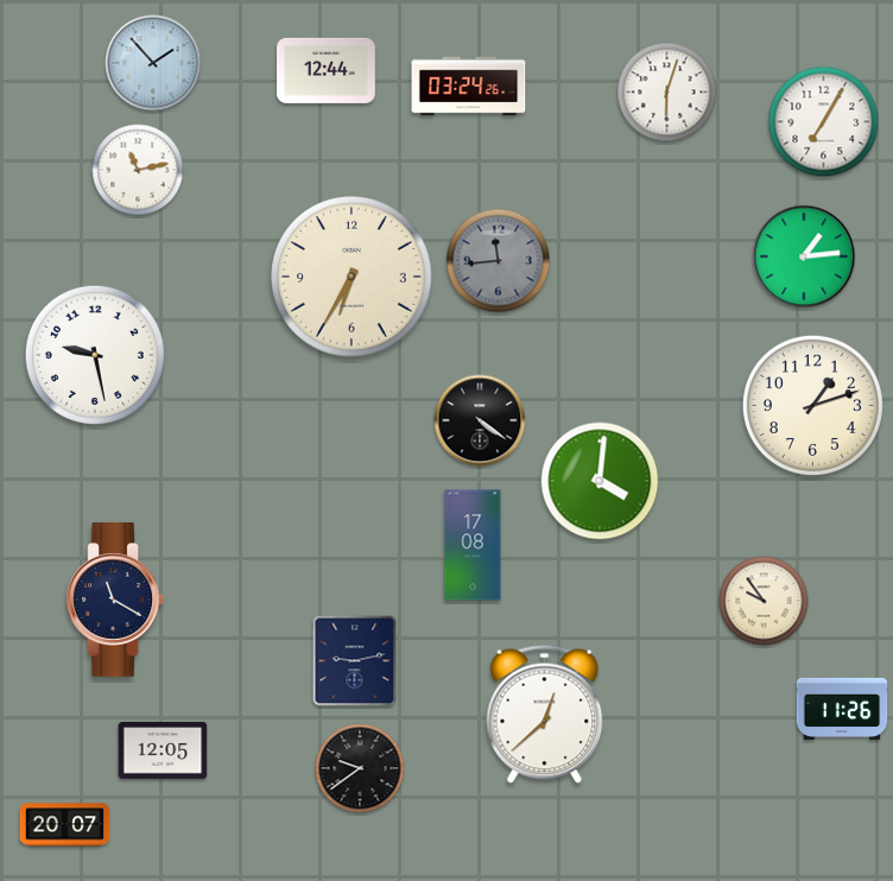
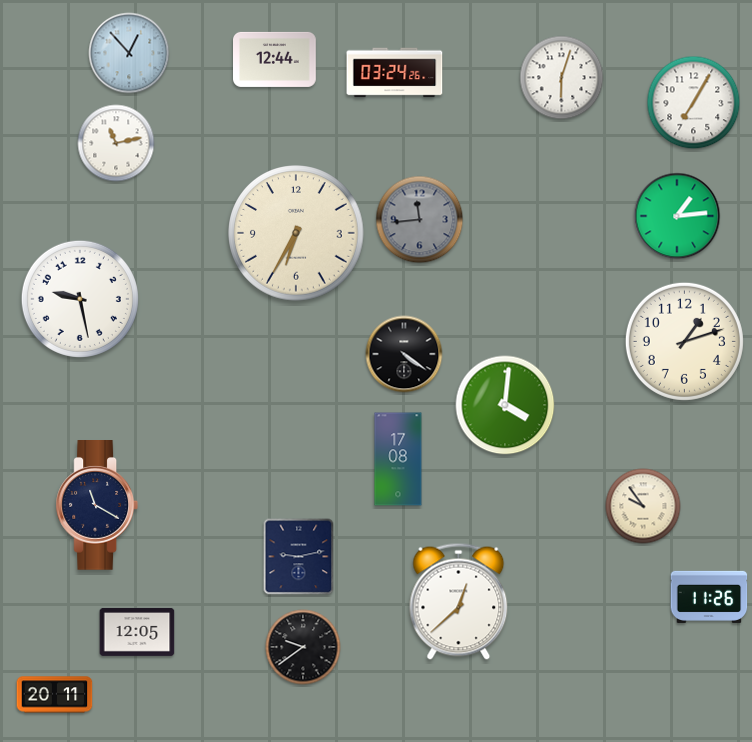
clock at (153, 63): 1:53 -> 12:53
clock at (65, 825): 20:07 -> 20:11
